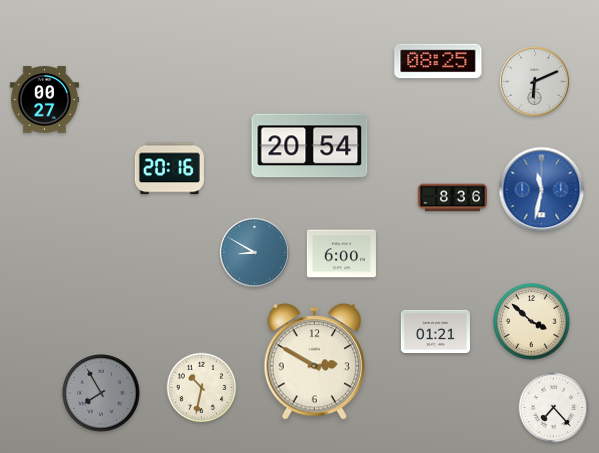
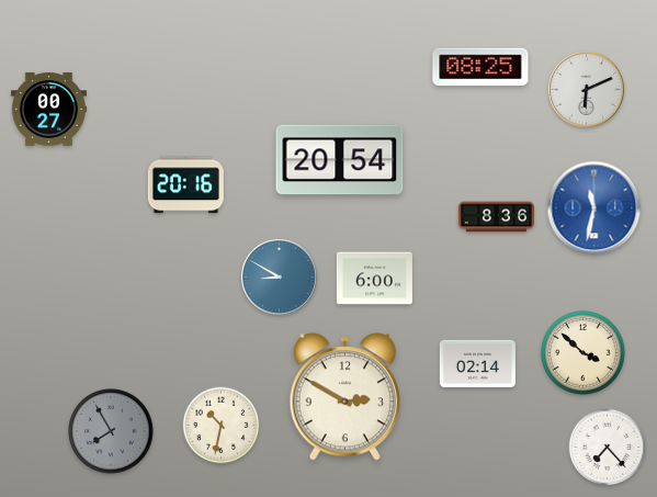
clock at (435, 331): 01:21 -> 02:14
